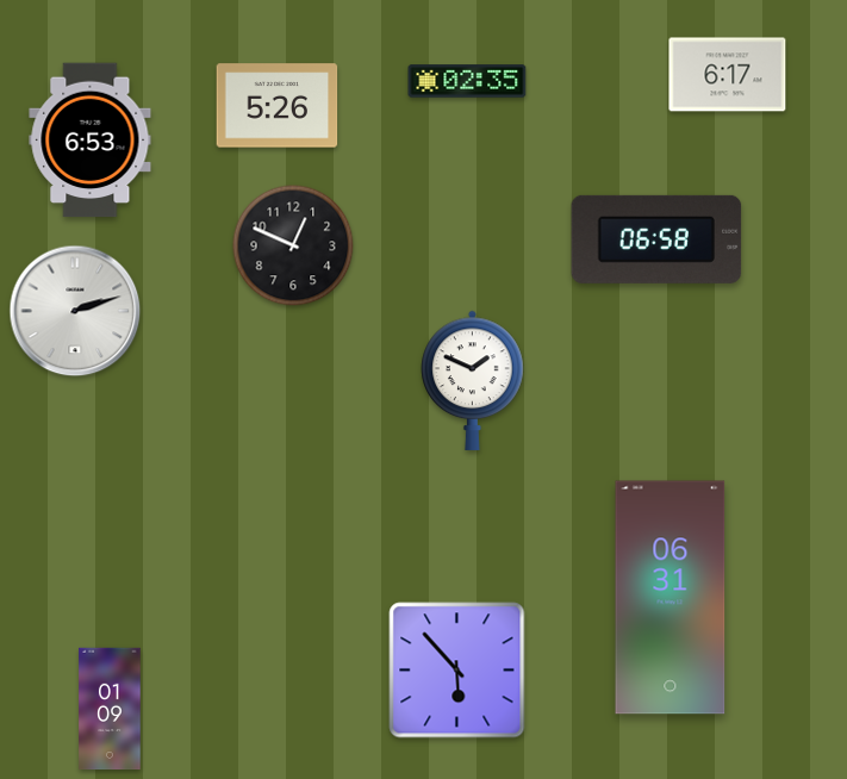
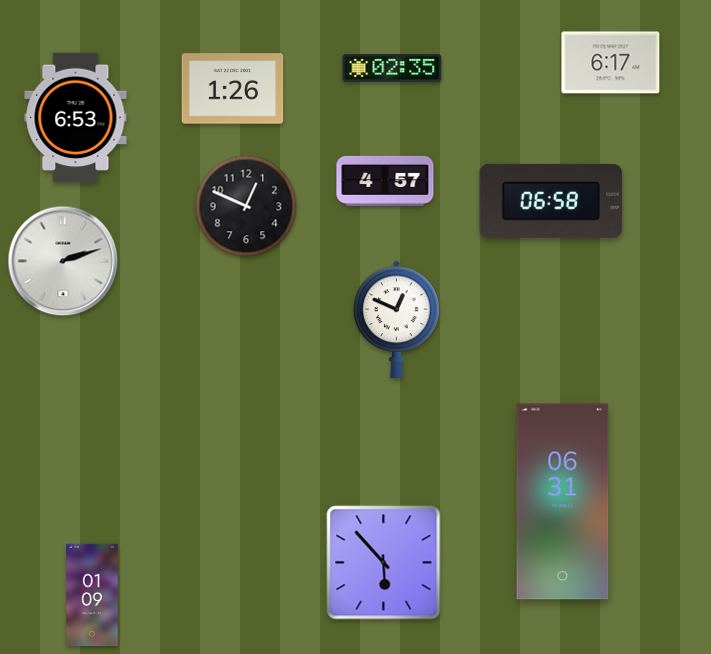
clock at (278, 106): 5:26 -> 1:26
clock at (385, 181): none -> 4:57
clock at (473, 380): 1:49 -> 12:49
